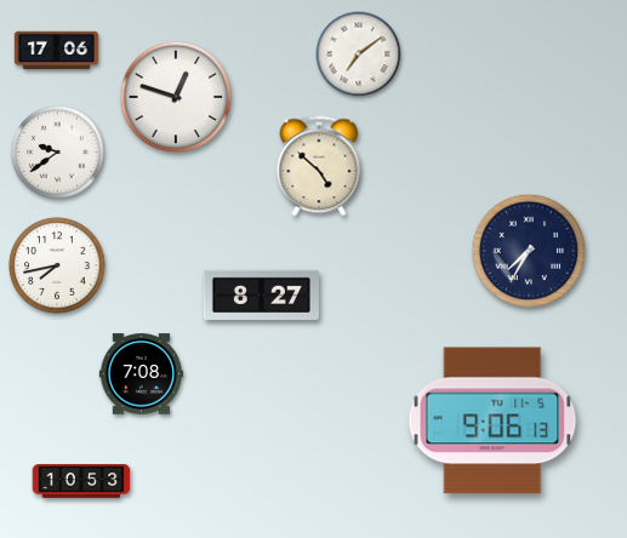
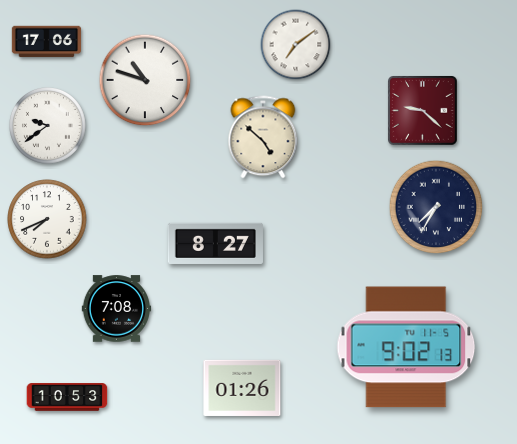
clock at (176, 97): 12:48 -> 10:48
clock at (423, 111): none -> 9:22
clock at (57, 265): 7:43 -> 7:41
clock at (492, 420): 9:06 -> 9:02
clock at (242, 387): none -> 01:26
